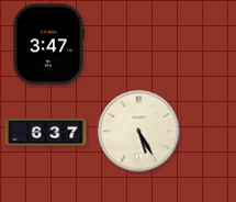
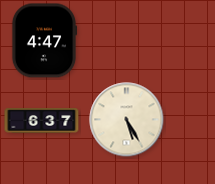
clock at (48, 45): 3:47 -> 4:47
